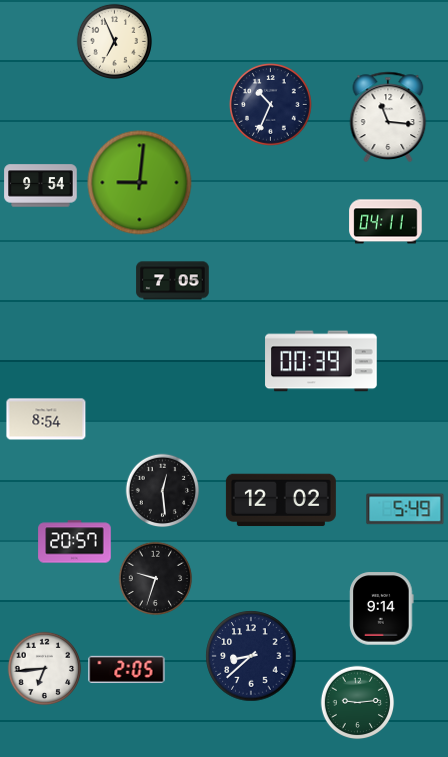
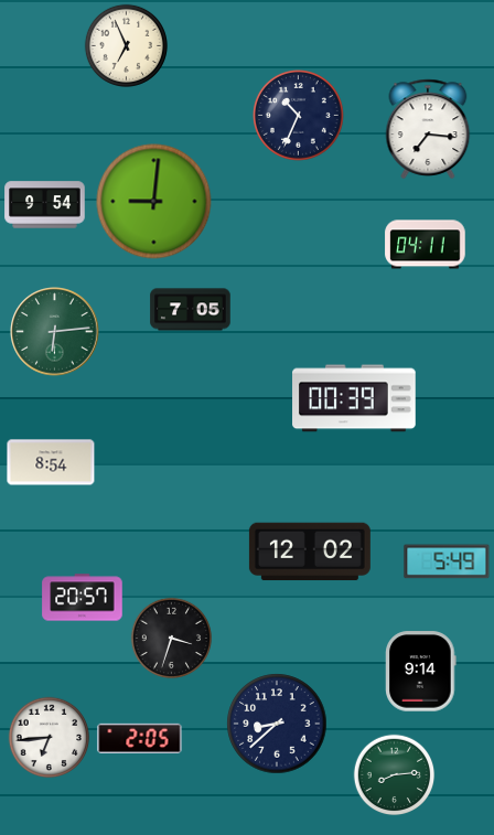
clock at (388, 117): 11:16 -> 7:16
clock at (55, 332): none -> 6:14
clock at (163, 491): 12:29 -> none
clock at (156, 579): 9:33 -> 3:33
clock at (358, 703): 9:14 -> 8:14
